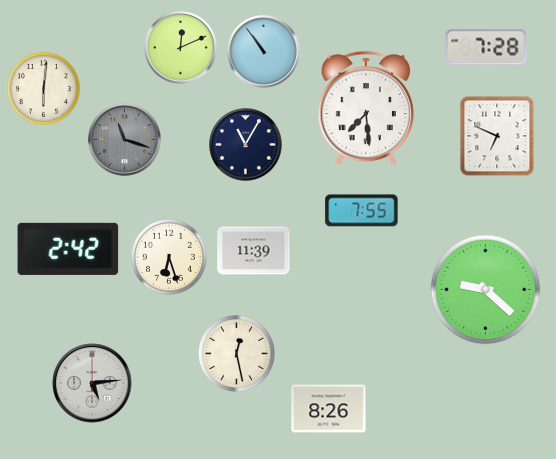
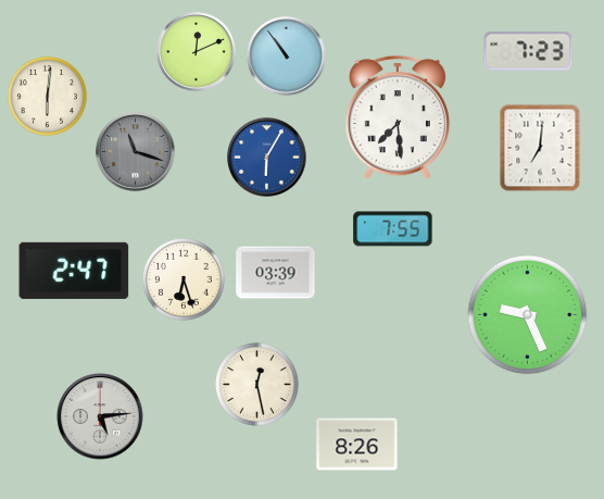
clock at (486, 47): 7:28 -> 7:23
clock at (497, 136): 6:49 -> 7:01
clock at (246, 145): 11:05 -> 6:05
clock at (246, 145) dial: navy -> blue
clock at (68, 249): 2:42 -> 2:47
clock at (254, 251): 11:39 -> 03:39
clock at (486, 290): 9:22 -> 9:26
